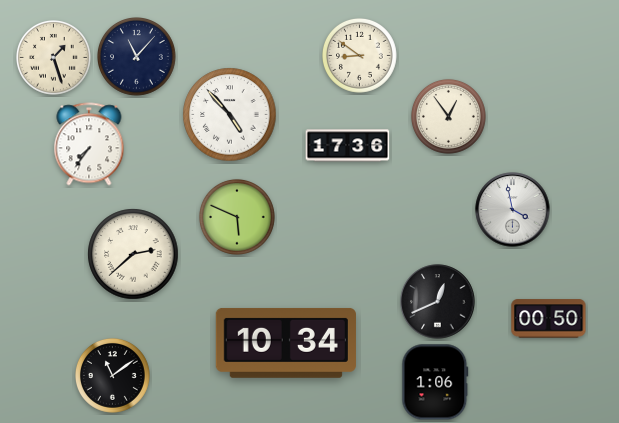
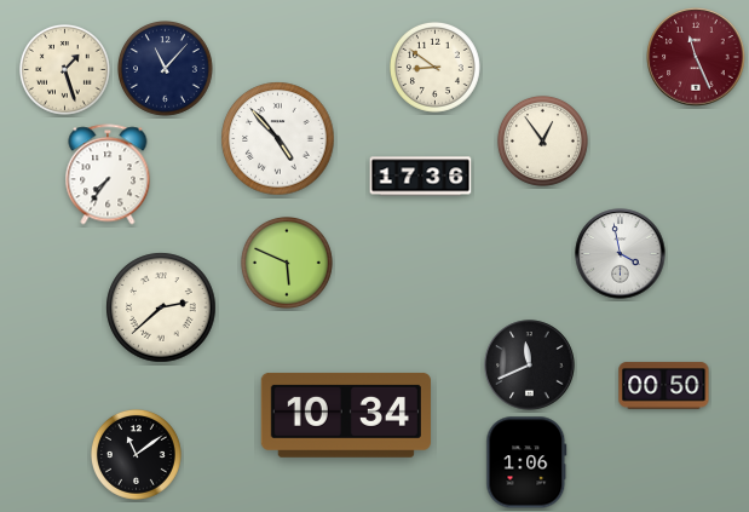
clock at (696, 57): none -> 11:26
clock at (438, 302): 12:41 -> 11:41
